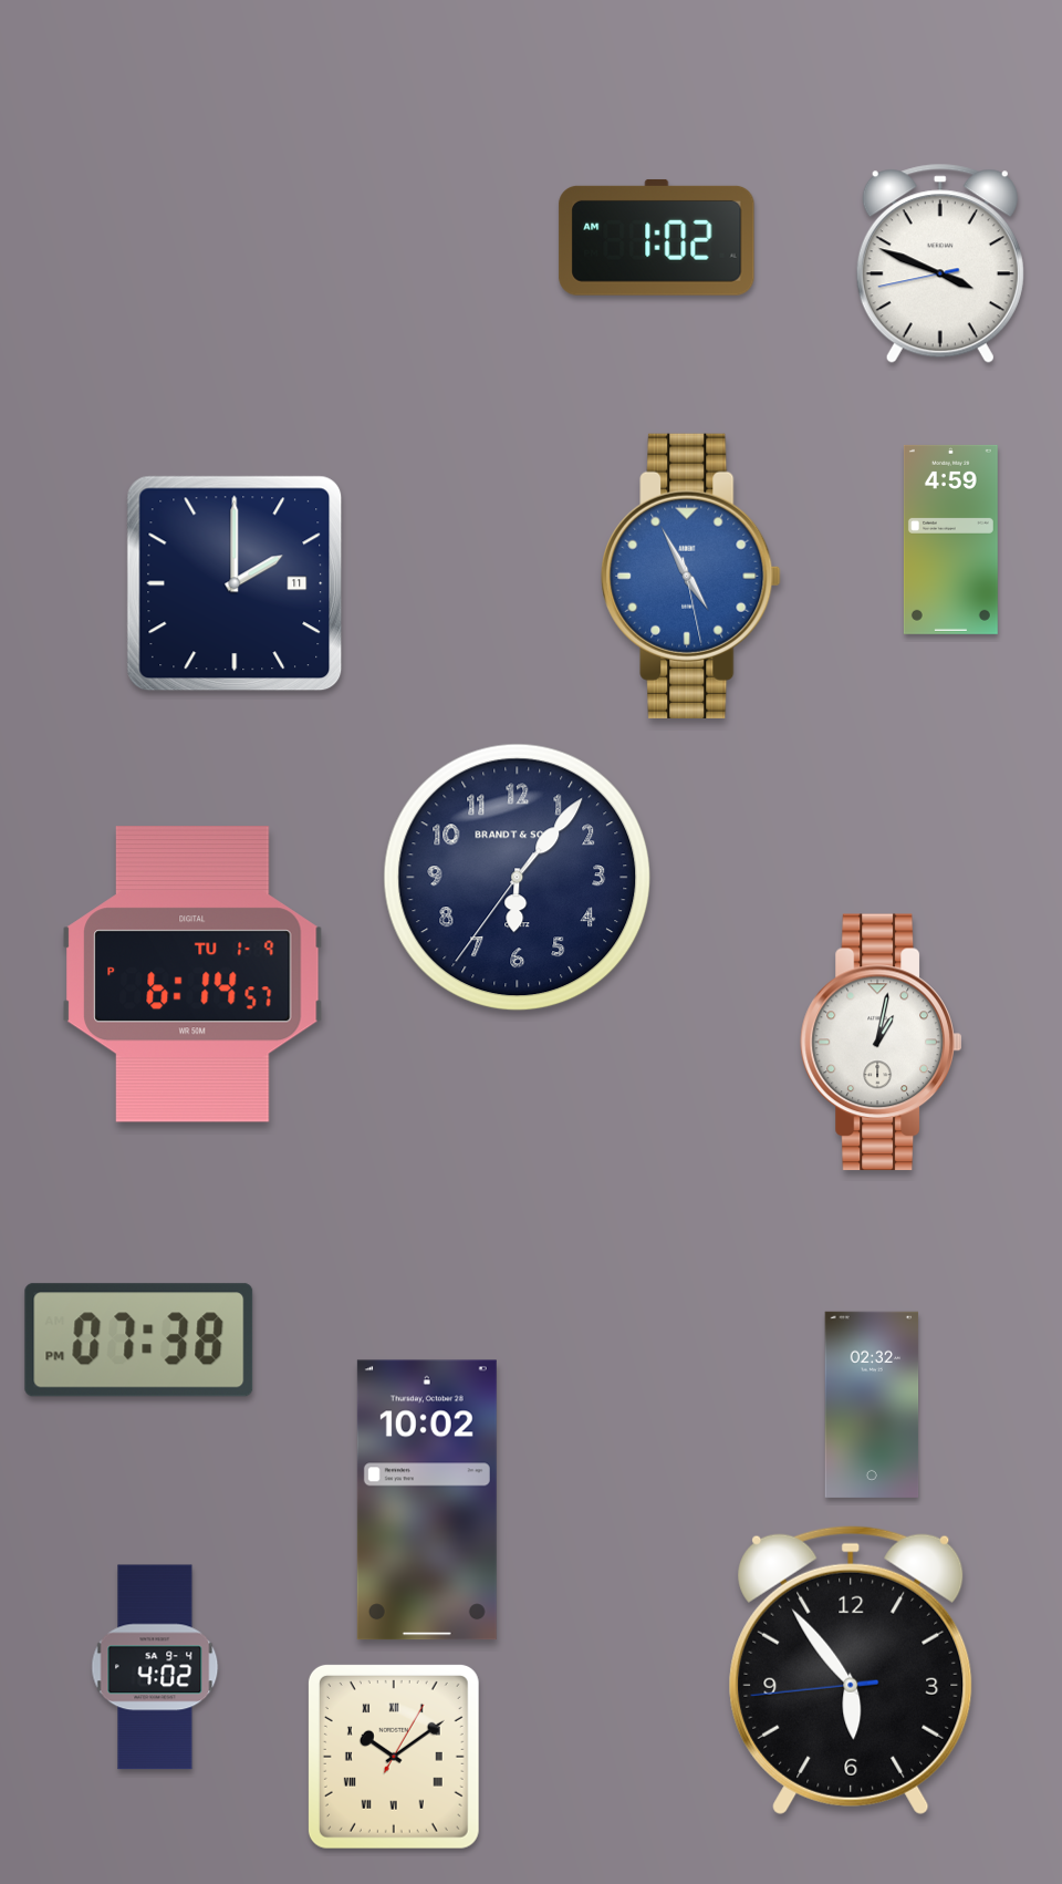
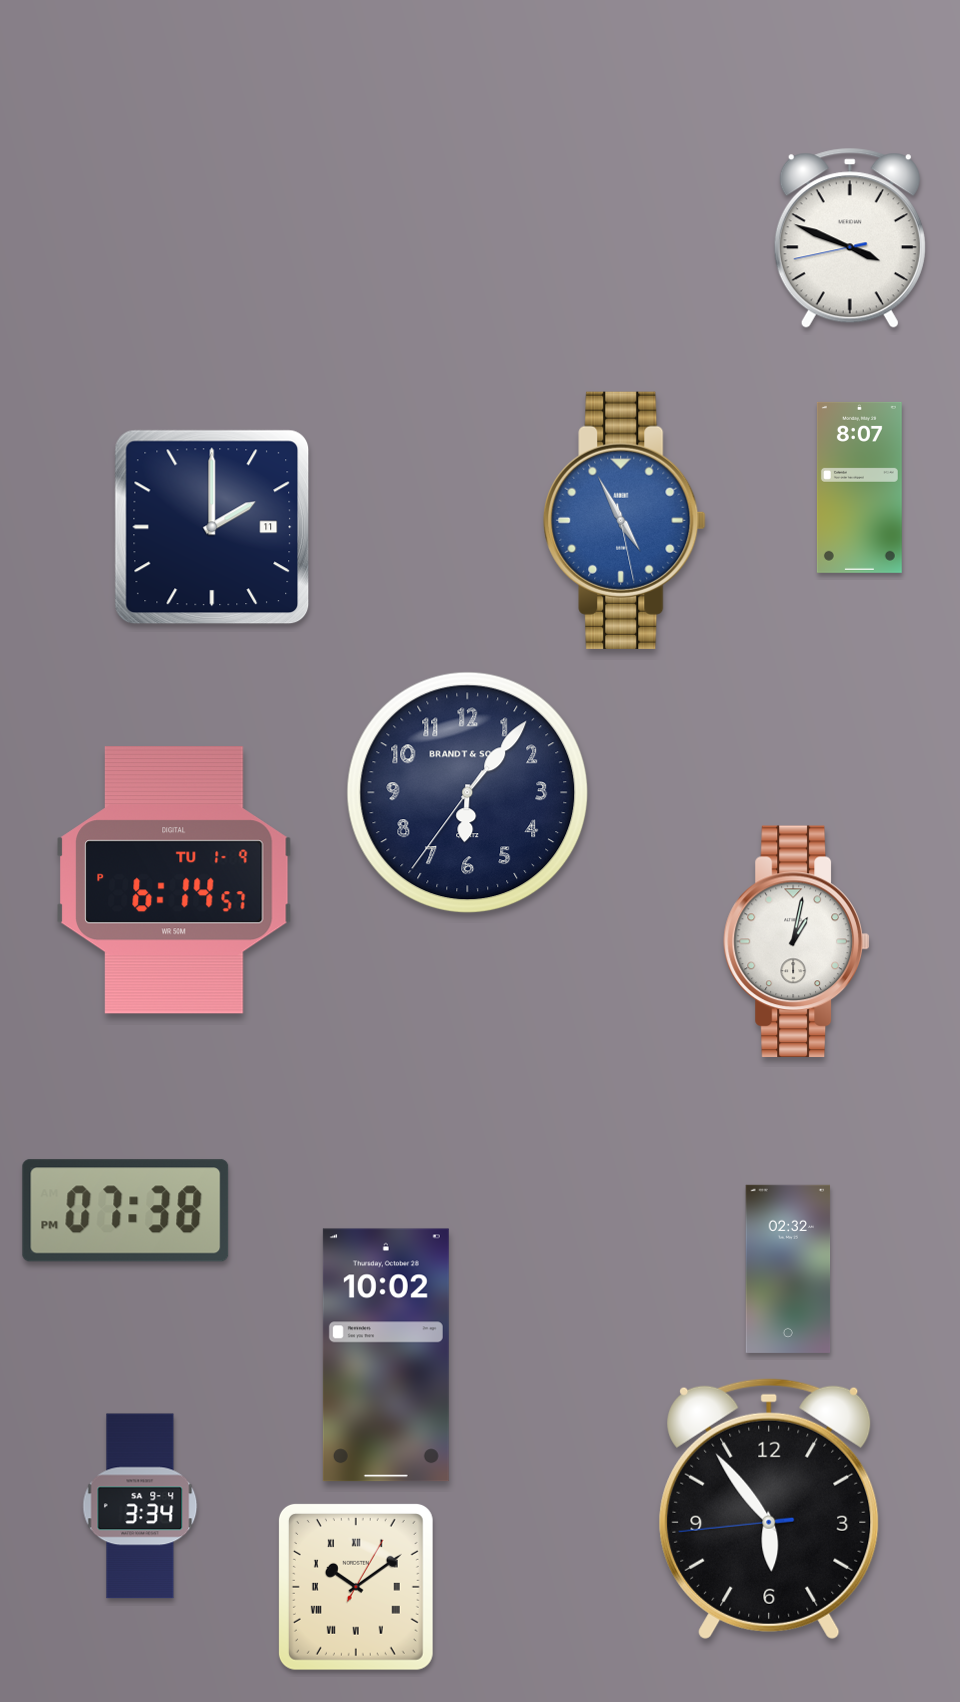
clock at (657, 237): 1:02 -> none
clock at (950, 539): 4:59 -> 8:07
clock at (155, 1667): 4:02 -> 3:34
